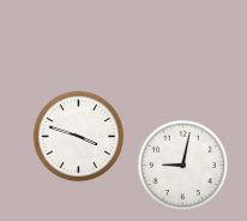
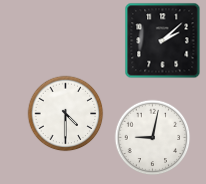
clock at (163, 41): none -> 2:08
clock at (79, 137): 3:48 -> 4:30
